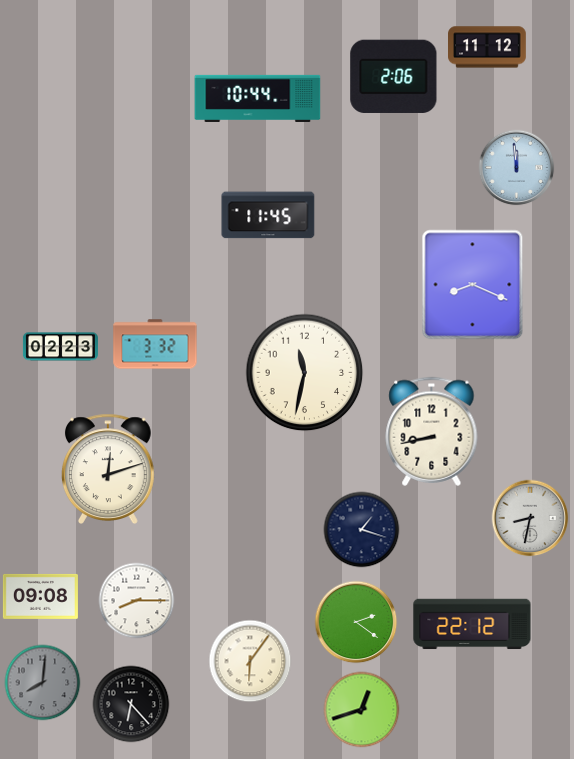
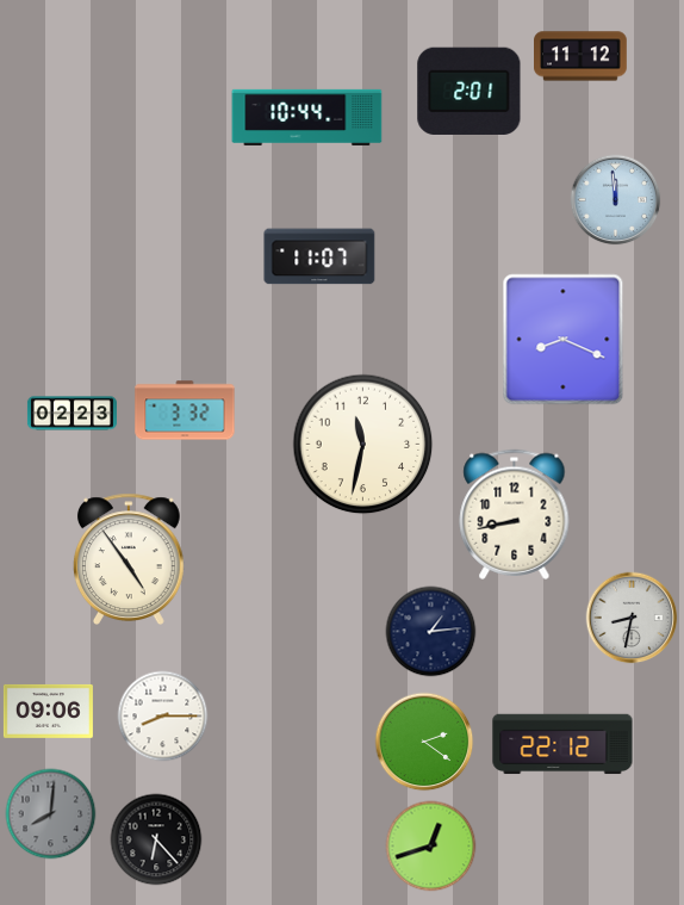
clock at (394, 76): 2:06 -> 2:01
clock at (268, 215): 11:45 -> 11:07
clock at (108, 468): 12:12 -> 4:54
clock at (362, 530): 1:18 -> 1:14
clock at (40, 596): 09:08 -> 09:06
clock at (250, 661): 6:06 -> none
